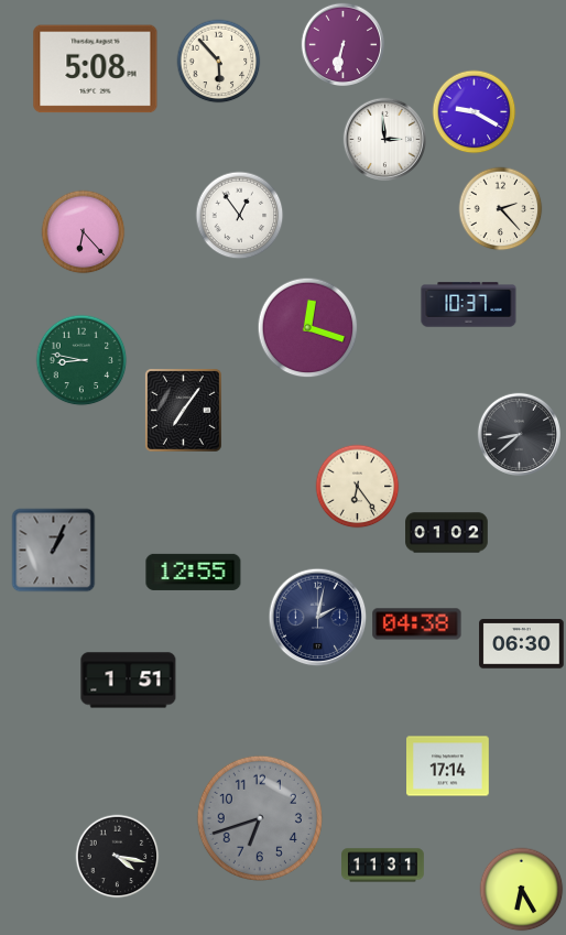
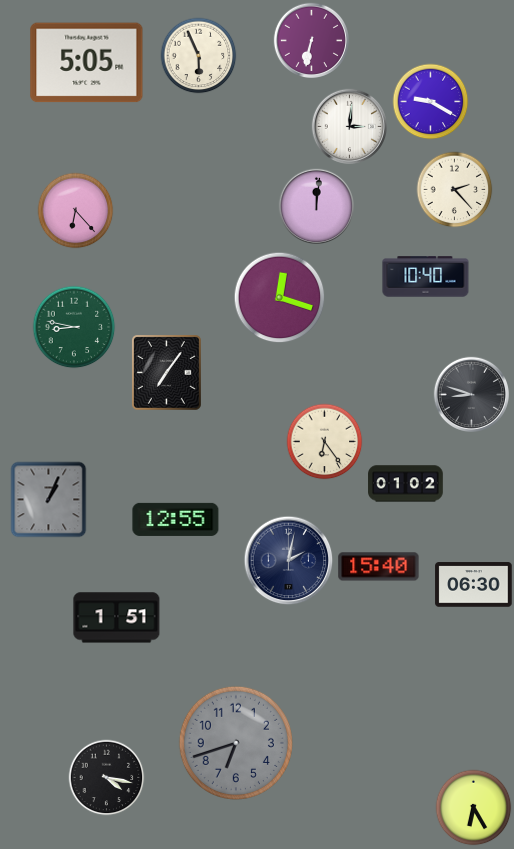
clock at (219, 62): 5:53 -> 5:56
clock at (96, 69): 5:08 -> 5:05
clock at (384, 139): 2:59 -> 3:01
clock at (240, 216): 12:54 -> none
clock at (316, 206): none -> 12:01
clock at (469, 305): 10:37 -> 10:40
clock at (519, 434): 8:38 -> 8:48
clock at (417, 624): 04:38 -> 15:40
clock at (448, 767): 17:14 -> none
clock at (383, 866): 11:31 -> none
